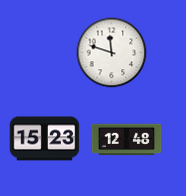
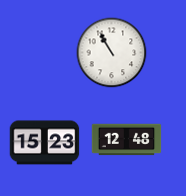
clock at (112, 53): 11:48 -> 10:55
clock at (45, 139) position: (45, 139) -> (45, 143)
